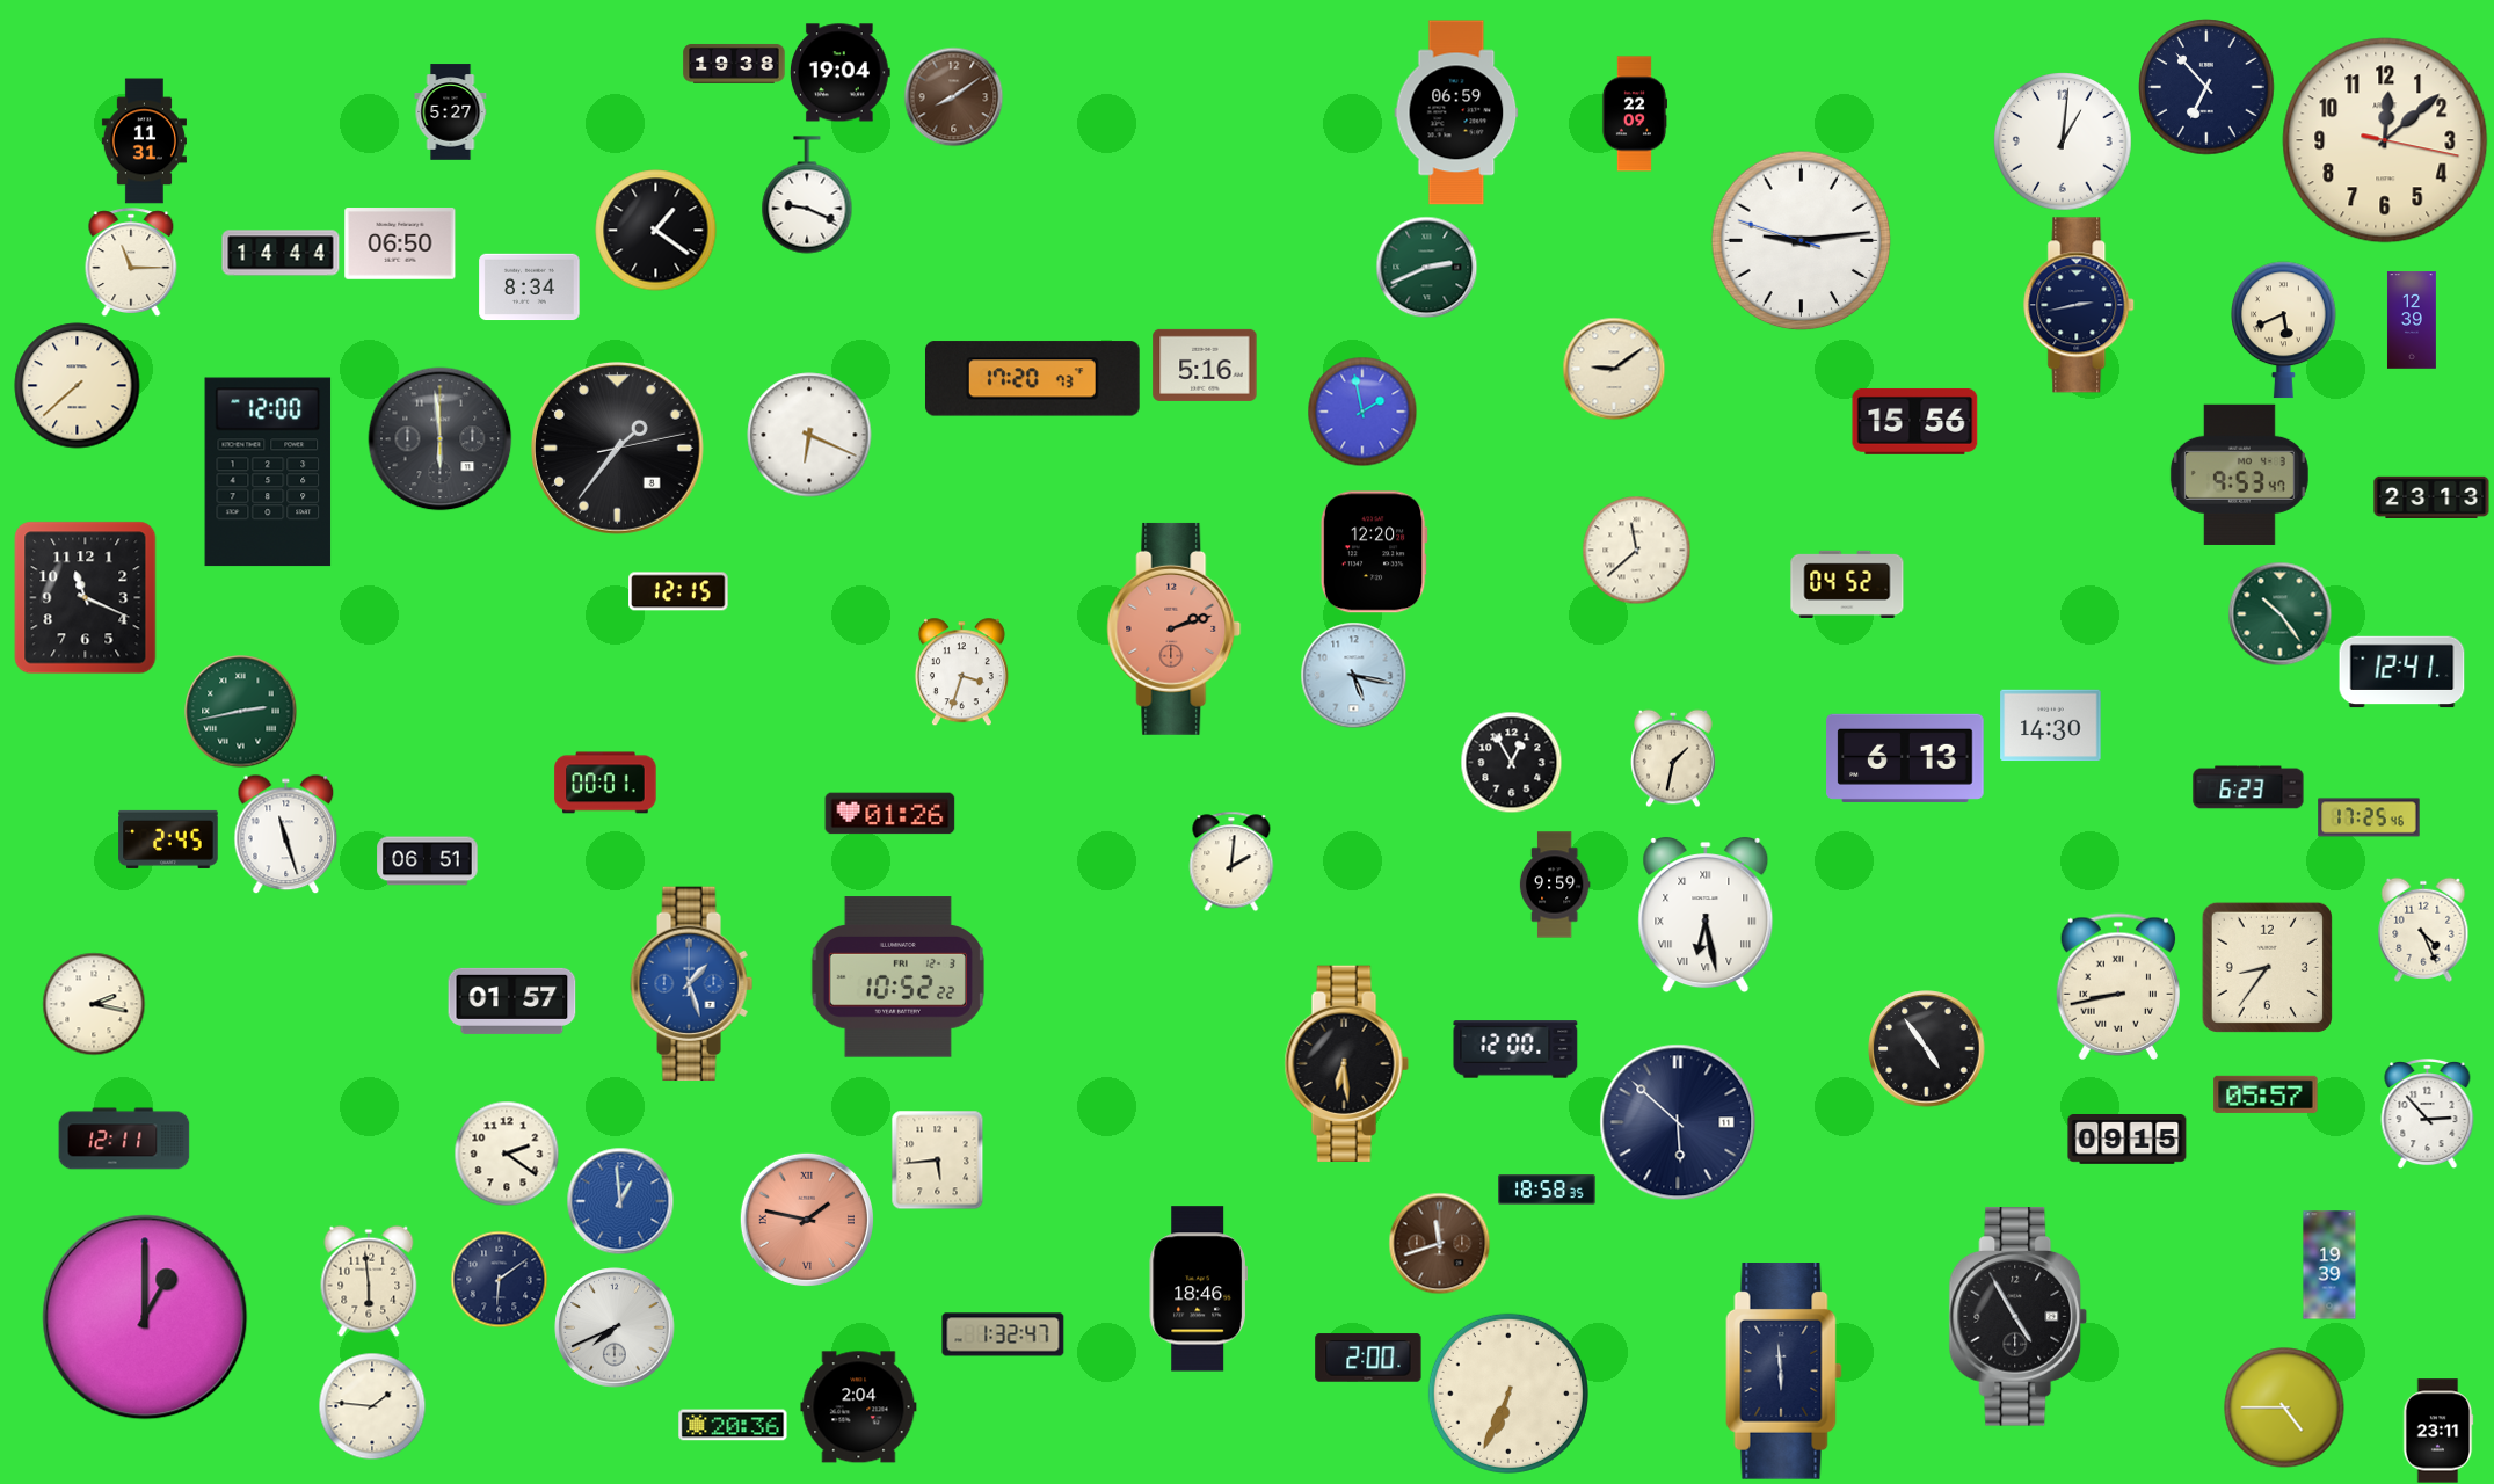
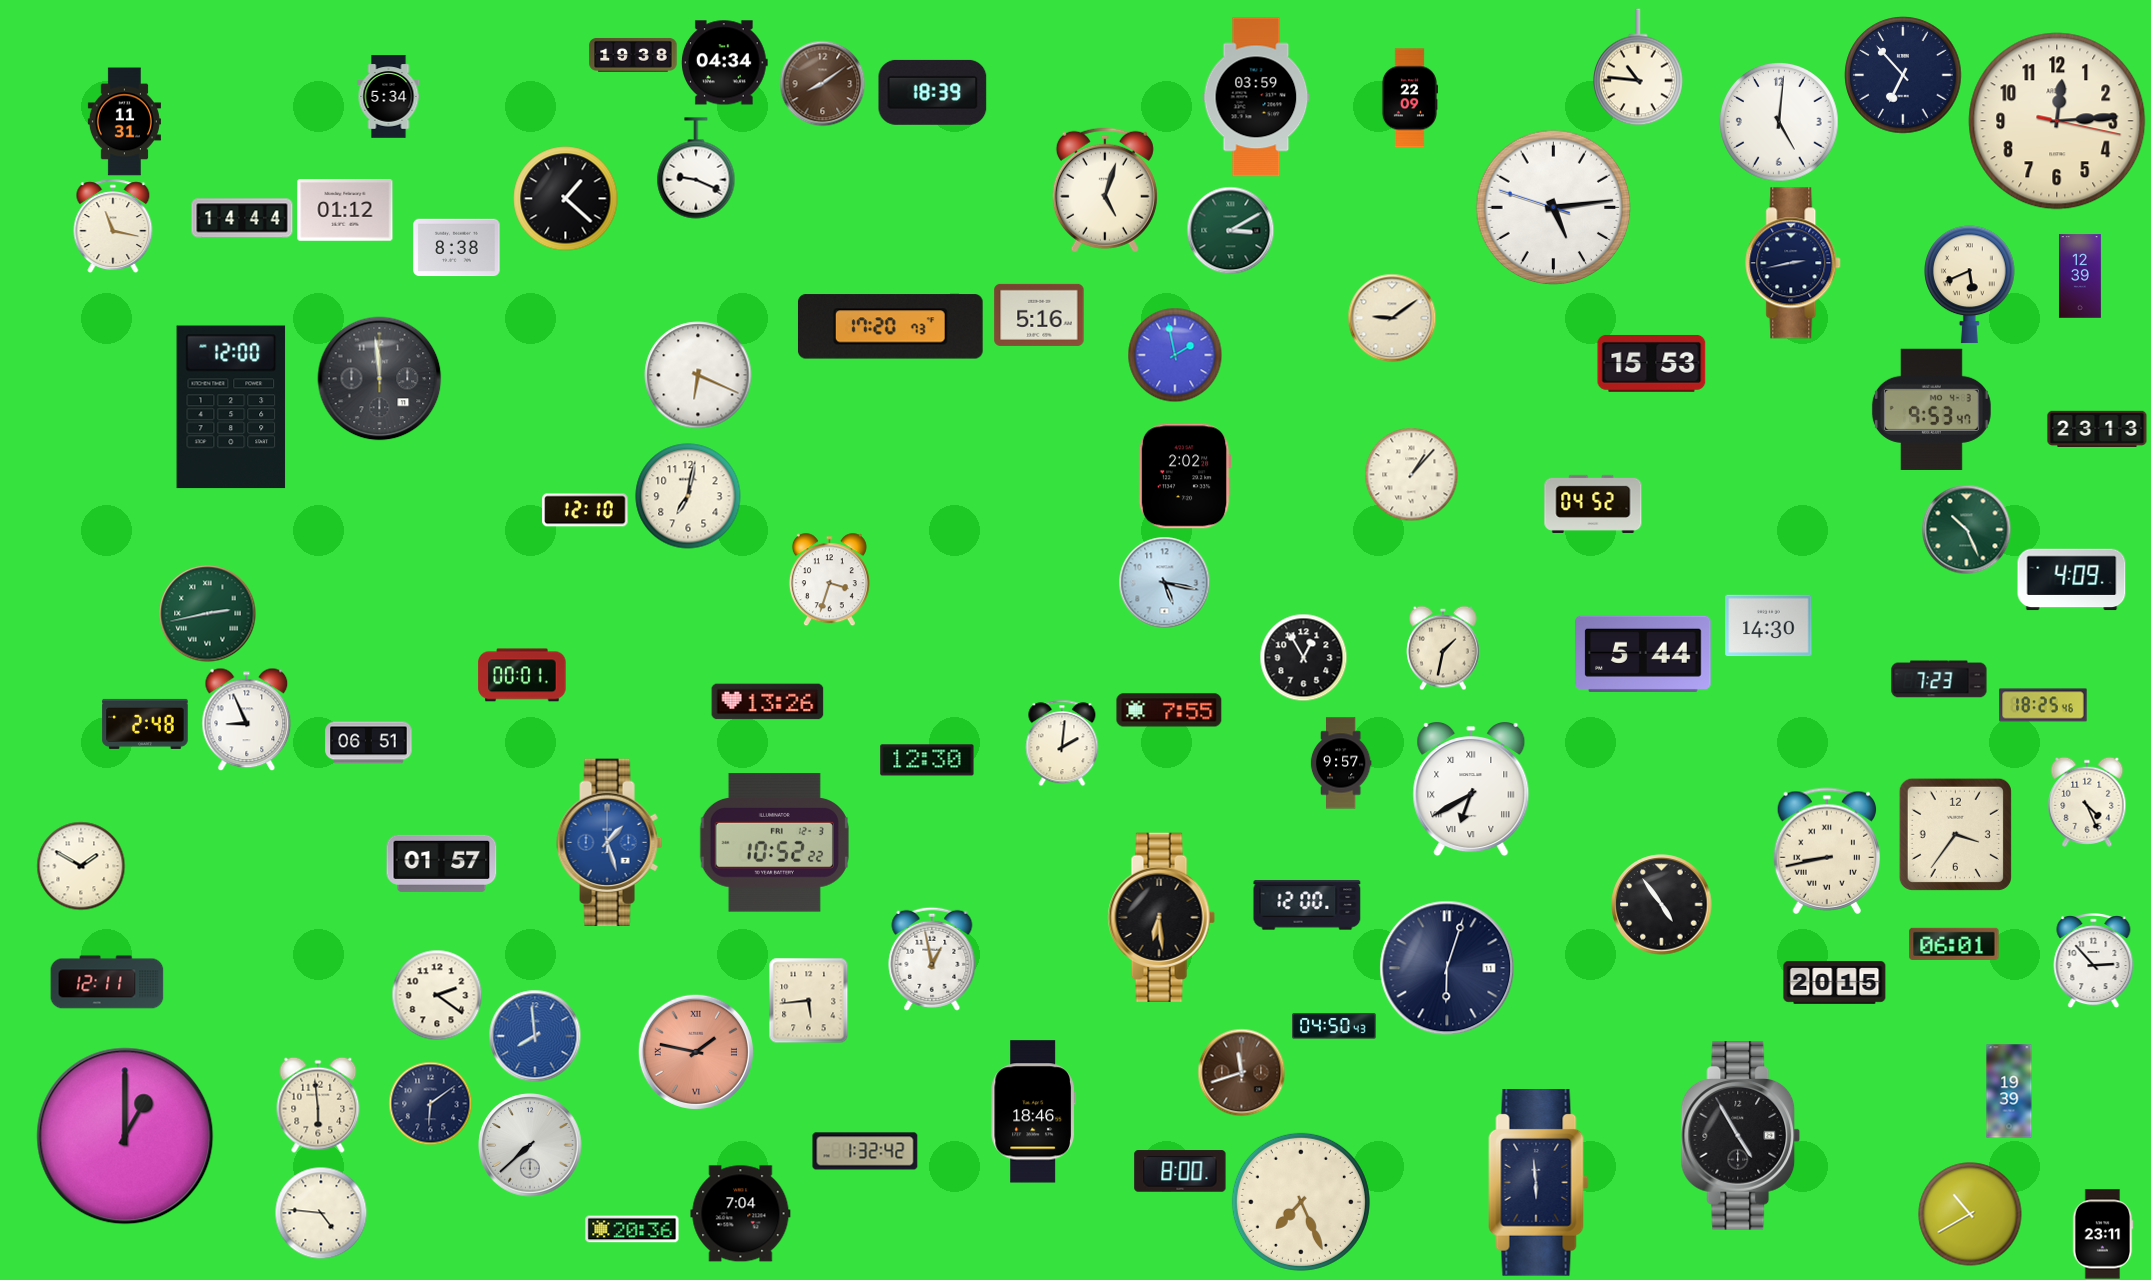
clock at (841, 73): 19:04 -> 04:34
clock at (1639, 67): none -> 10:46
clock at (933, 92): none -> 18:39
clock at (451, 112): 5:27 -> 5:34
clock at (1456, 112): 06:59 -> 03:59
clock at (2385, 140): 12:08 -> 12:14
clock at (2063, 141): 1:01 -> 5:01
clock at (1105, 190): none -> 5:03
clock at (656, 231): 1:21 -> 1:22
clock at (1802, 241): 9:13 -> 5:13
clock at (400, 243): 06:50 -> 01:12
clock at (131, 262): 11:15 -> 11:17
clock at (1426, 267): 2:41 -> 3:10
clock at (530, 288): 8:34 -> 8:38
clock at (78, 386): 7:38 -> none
clock at (1915, 421): 15:56 -> 15:53
clock at (441, 439): 5:59 -> 11:59
clock at (618, 449): 1:36 -> none
clock at (1636, 550): 11:38 -> 1:07
clock at (1374, 552): 12:20 -> 2:02
clock at (688, 496): none -> 7:02
clock at (678, 591): 12:15 -> 12:10
clock at (86, 598): 11:19 -> none
clock at (2279, 613): 10:24 -> 10:26
clock at (1175, 628): 2:12 -> none
clock at (2402, 672): 12:41 -> 4:09
clock at (1353, 675) position: (1353, 675) -> (1164, 582)
clock at (1673, 758) position: (1673, 758) -> (1443, 648)
clock at (1905, 758): 6:13 -> 5:44
clock at (2248, 787): 6:23 -> 7:23
clock at (890, 814): 01:26 -> 13:26
clock at (2369, 817): 17:25 -> 18:25
clock at (1169, 710): none -> 7:55
clock at (286, 834): 11:27 -> 8:56
clock at (168, 839): 2:45 -> 2:48
clock at (927, 760): none -> 12:30
clock at (1555, 885): 9:59 -> 9:57
clock at (1706, 916): 6:28 -> 6:40
clock at (2423, 930) position: (2423, 930) -> (2087, 802)
clock at (2267, 967): 8:36 -> 3:36
clock at (692, 984) position: (692, 984) -> (610, 843)
clock at (94, 1004): 2:17 -> 1:50
clock at (2266, 1094): 05:57 -> 06:01
clock at (932, 959): none -> 12:58
clock at (1678, 1122): 5:52 -> 6:03
clock at (2128, 1140): 09:15 -> 20:15
clock at (1547, 1190): 18:58 -> 04:50
clock at (620, 1201): 12:59 -> 7:59
clock at (615, 1327): 7:41 -> 7:38
clock at (1003, 1334): 1:32:47 -> 1:32:42
clock at (1368, 1358): 2:00 -> 8:00
clock at (1508, 1394): 6:34 -> 7:26
clock at (372, 1406): 1:46 -> 4:46
clock at (859, 1407): 2:04 -> 7:04
clock at (2284, 1407): 4:45 -> 10:40
